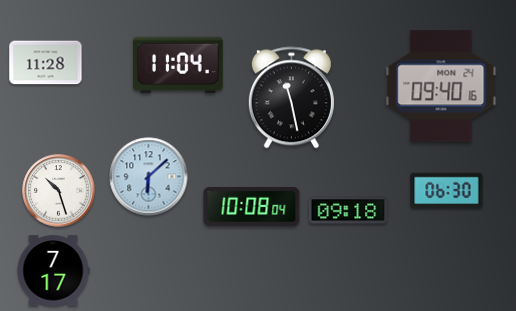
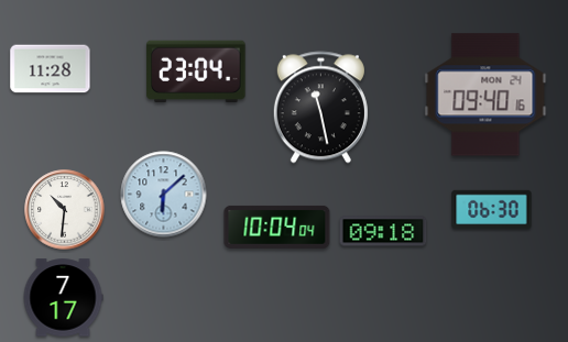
clock at (178, 64): 11:04 -> 23:04
clock at (59, 191): 10:27 -> 10:31
clock at (252, 206): 10:08 -> 10:04
clock at (53, 271) position: (53, 271) -> (63, 298)
